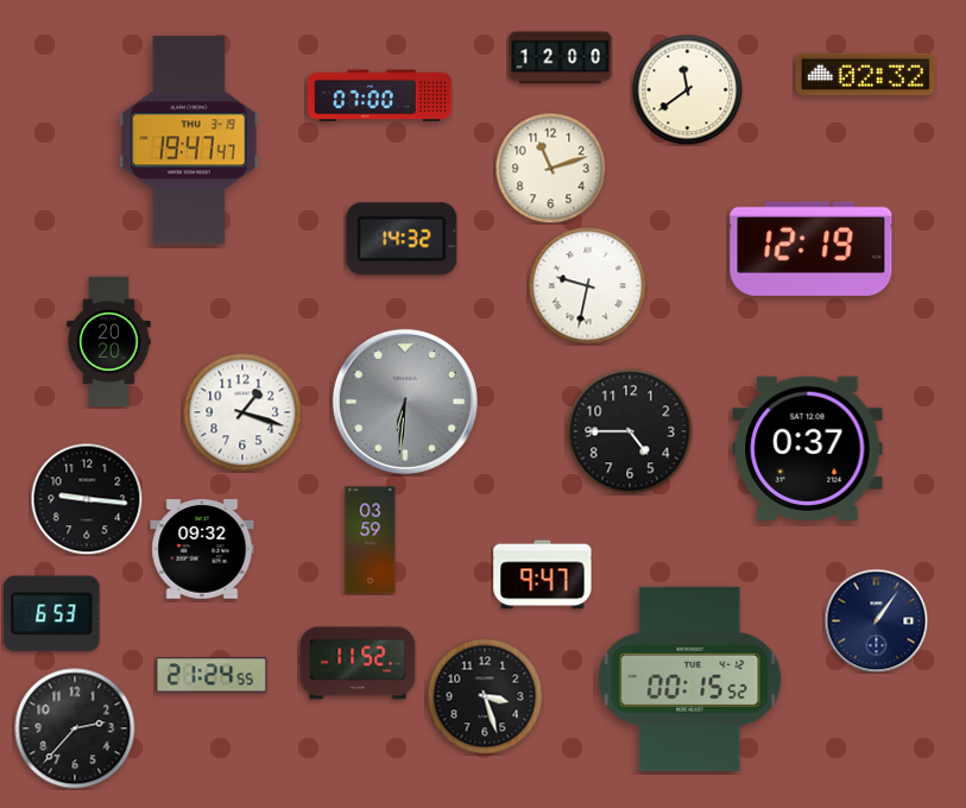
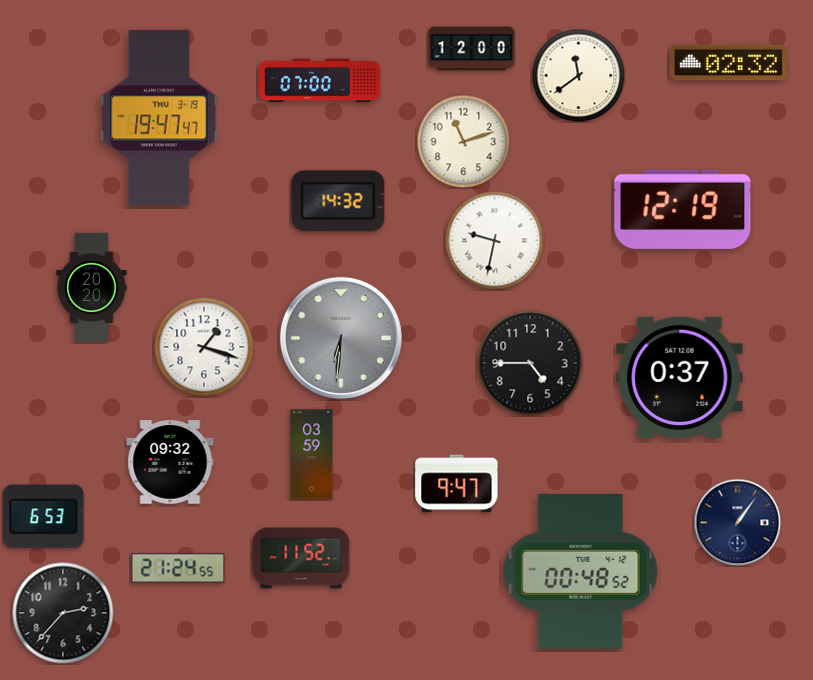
clock at (87, 499): 9:16 -> none
clock at (690, 678): 00:15 -> 00:48
clock at (485, 696): 3:27 -> none
